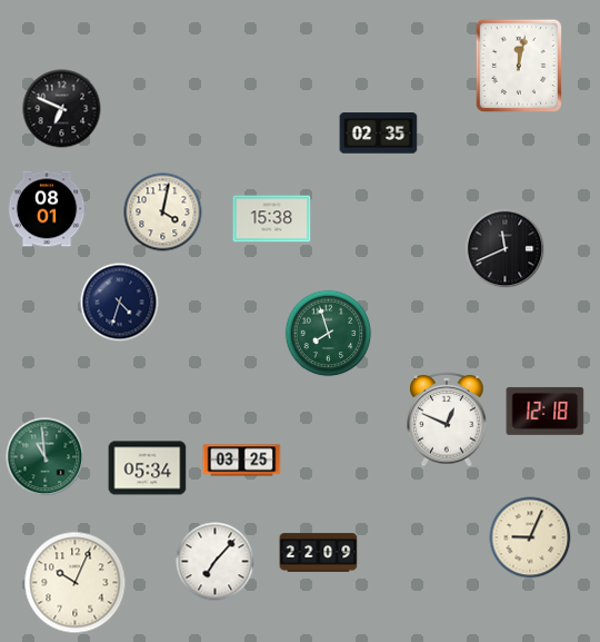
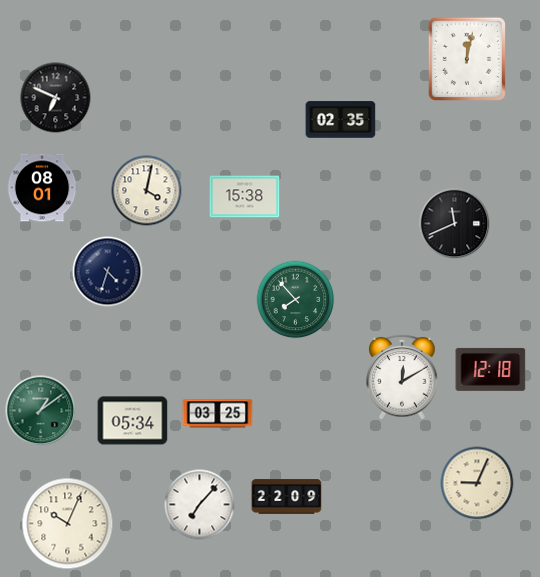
clock at (329, 334): 7:57 -> 7:53
clock at (447, 421): 12:49 -> 12:10
clock at (46, 457): 10:59 -> 1:09
clock at (216, 562) position: (216, 562) -> (200, 505)
